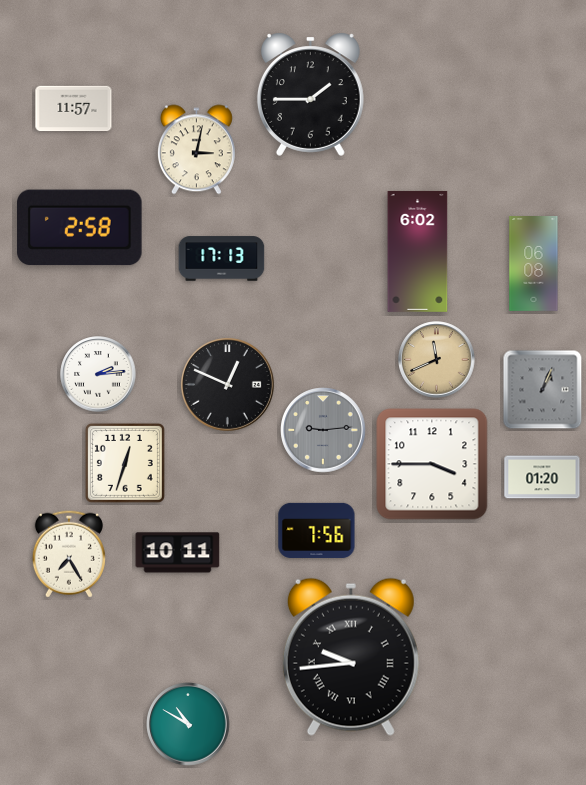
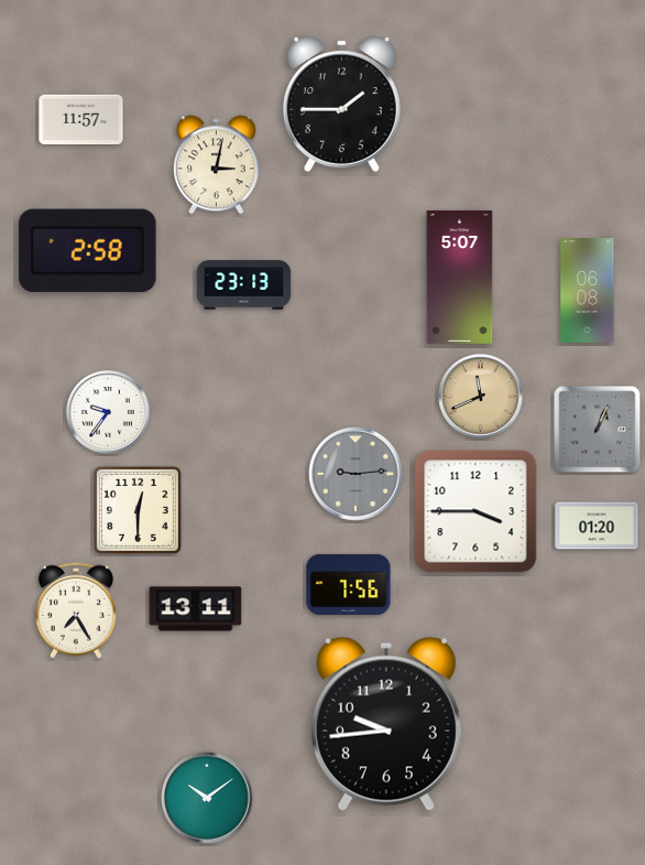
clock at (418, 251): 6:02 -> 5:07
clock at (222, 259): 17:13 -> 23:13
clock at (98, 374): 2:14 -> 9:36
clock at (227, 384): 12:49 -> none
clock at (125, 463): 12:33 -> 12:30
clock at (178, 553): 10:11 -> 13:11
clock at (351, 657) numerals: Roman -> Arabic
clock at (188, 724): 10:50 -> 10:09
